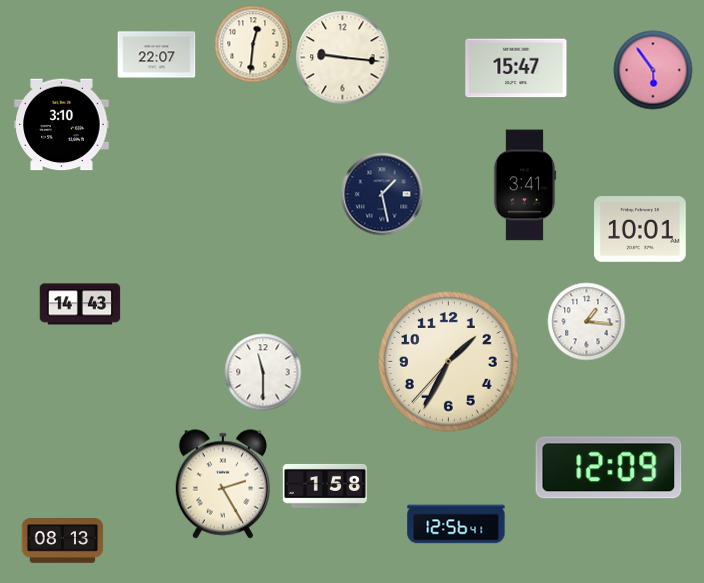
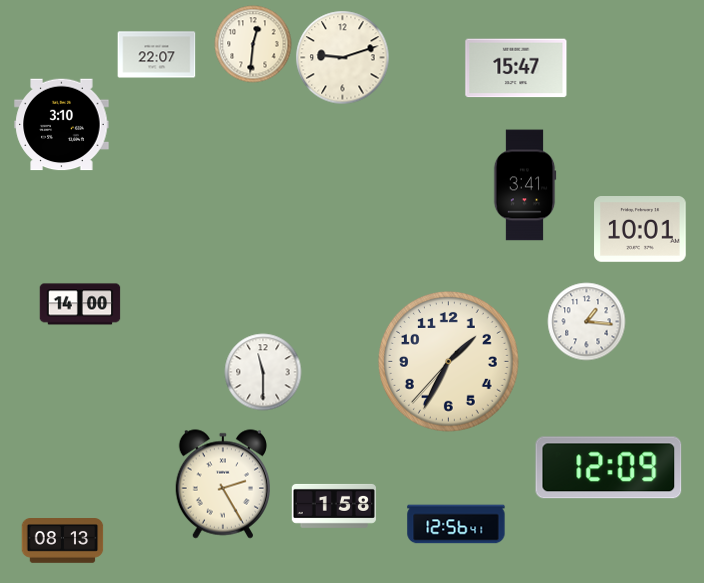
clock at (343, 58): 9:16 -> 9:12
clock at (653, 70): 5:54 -> none
clock at (382, 194): 1:28 -> none
clock at (80, 304): 14:43 -> 14:00
clock at (324, 486) position: (324, 486) -> (333, 506)
